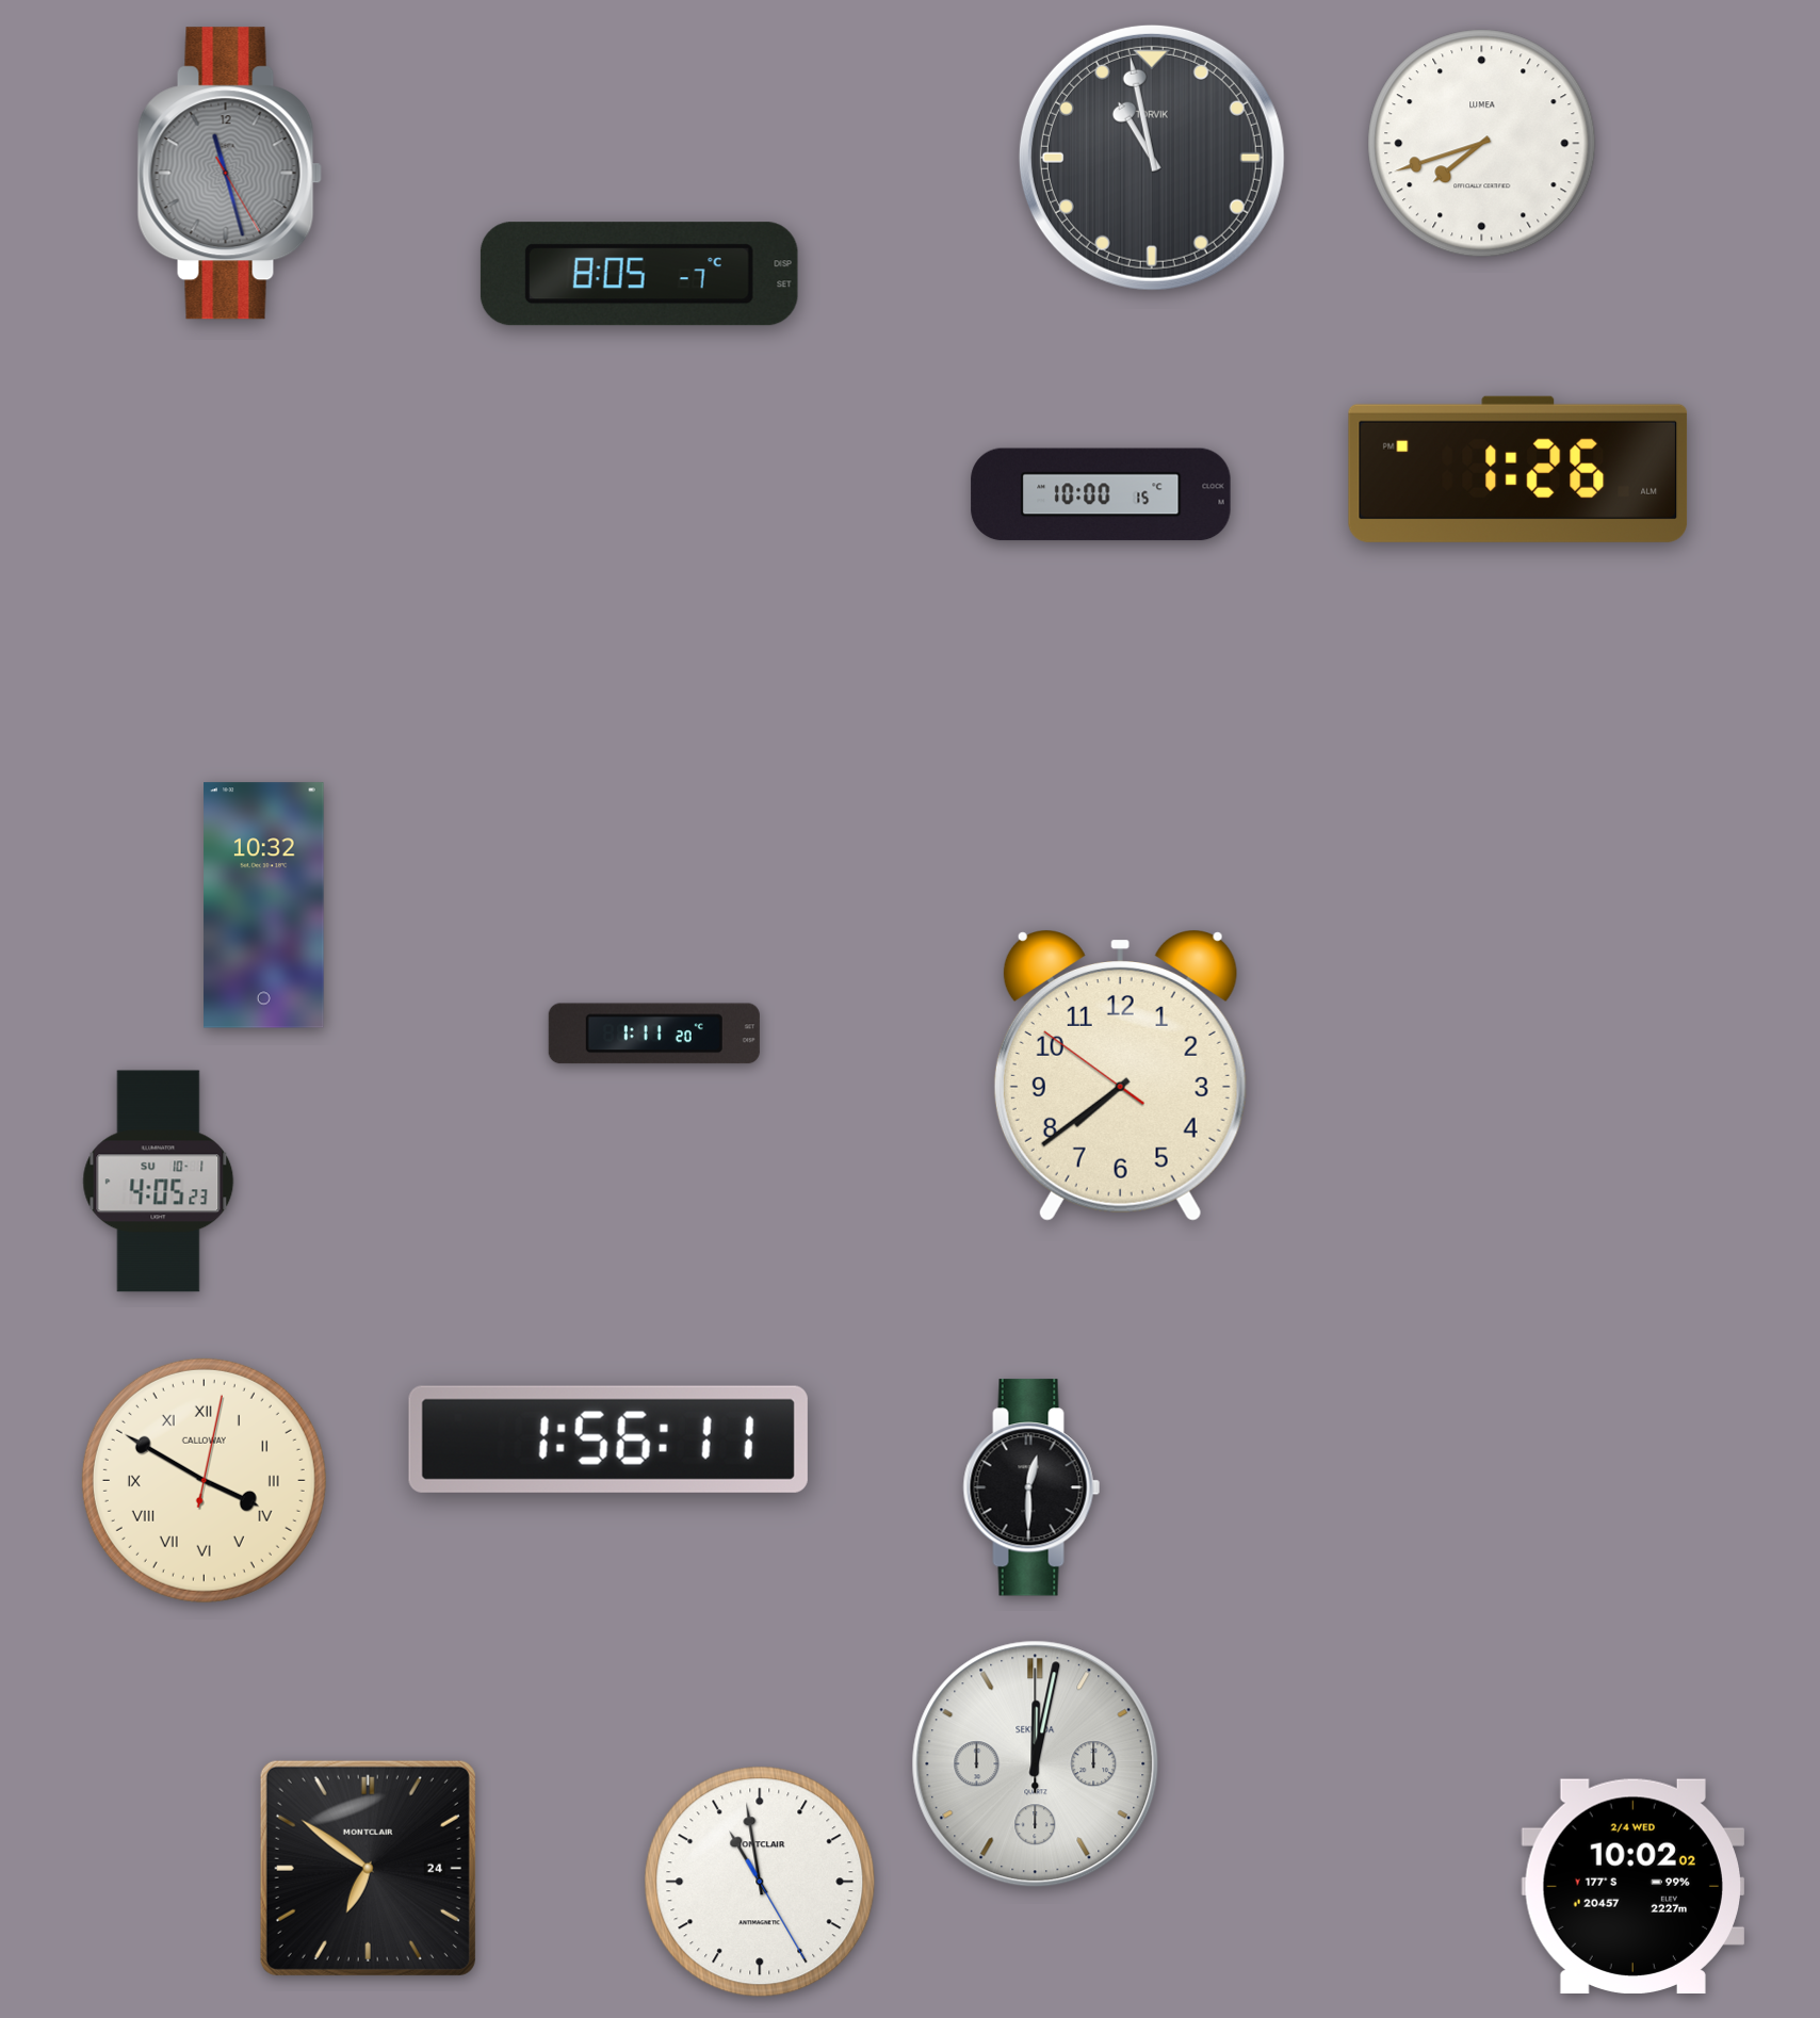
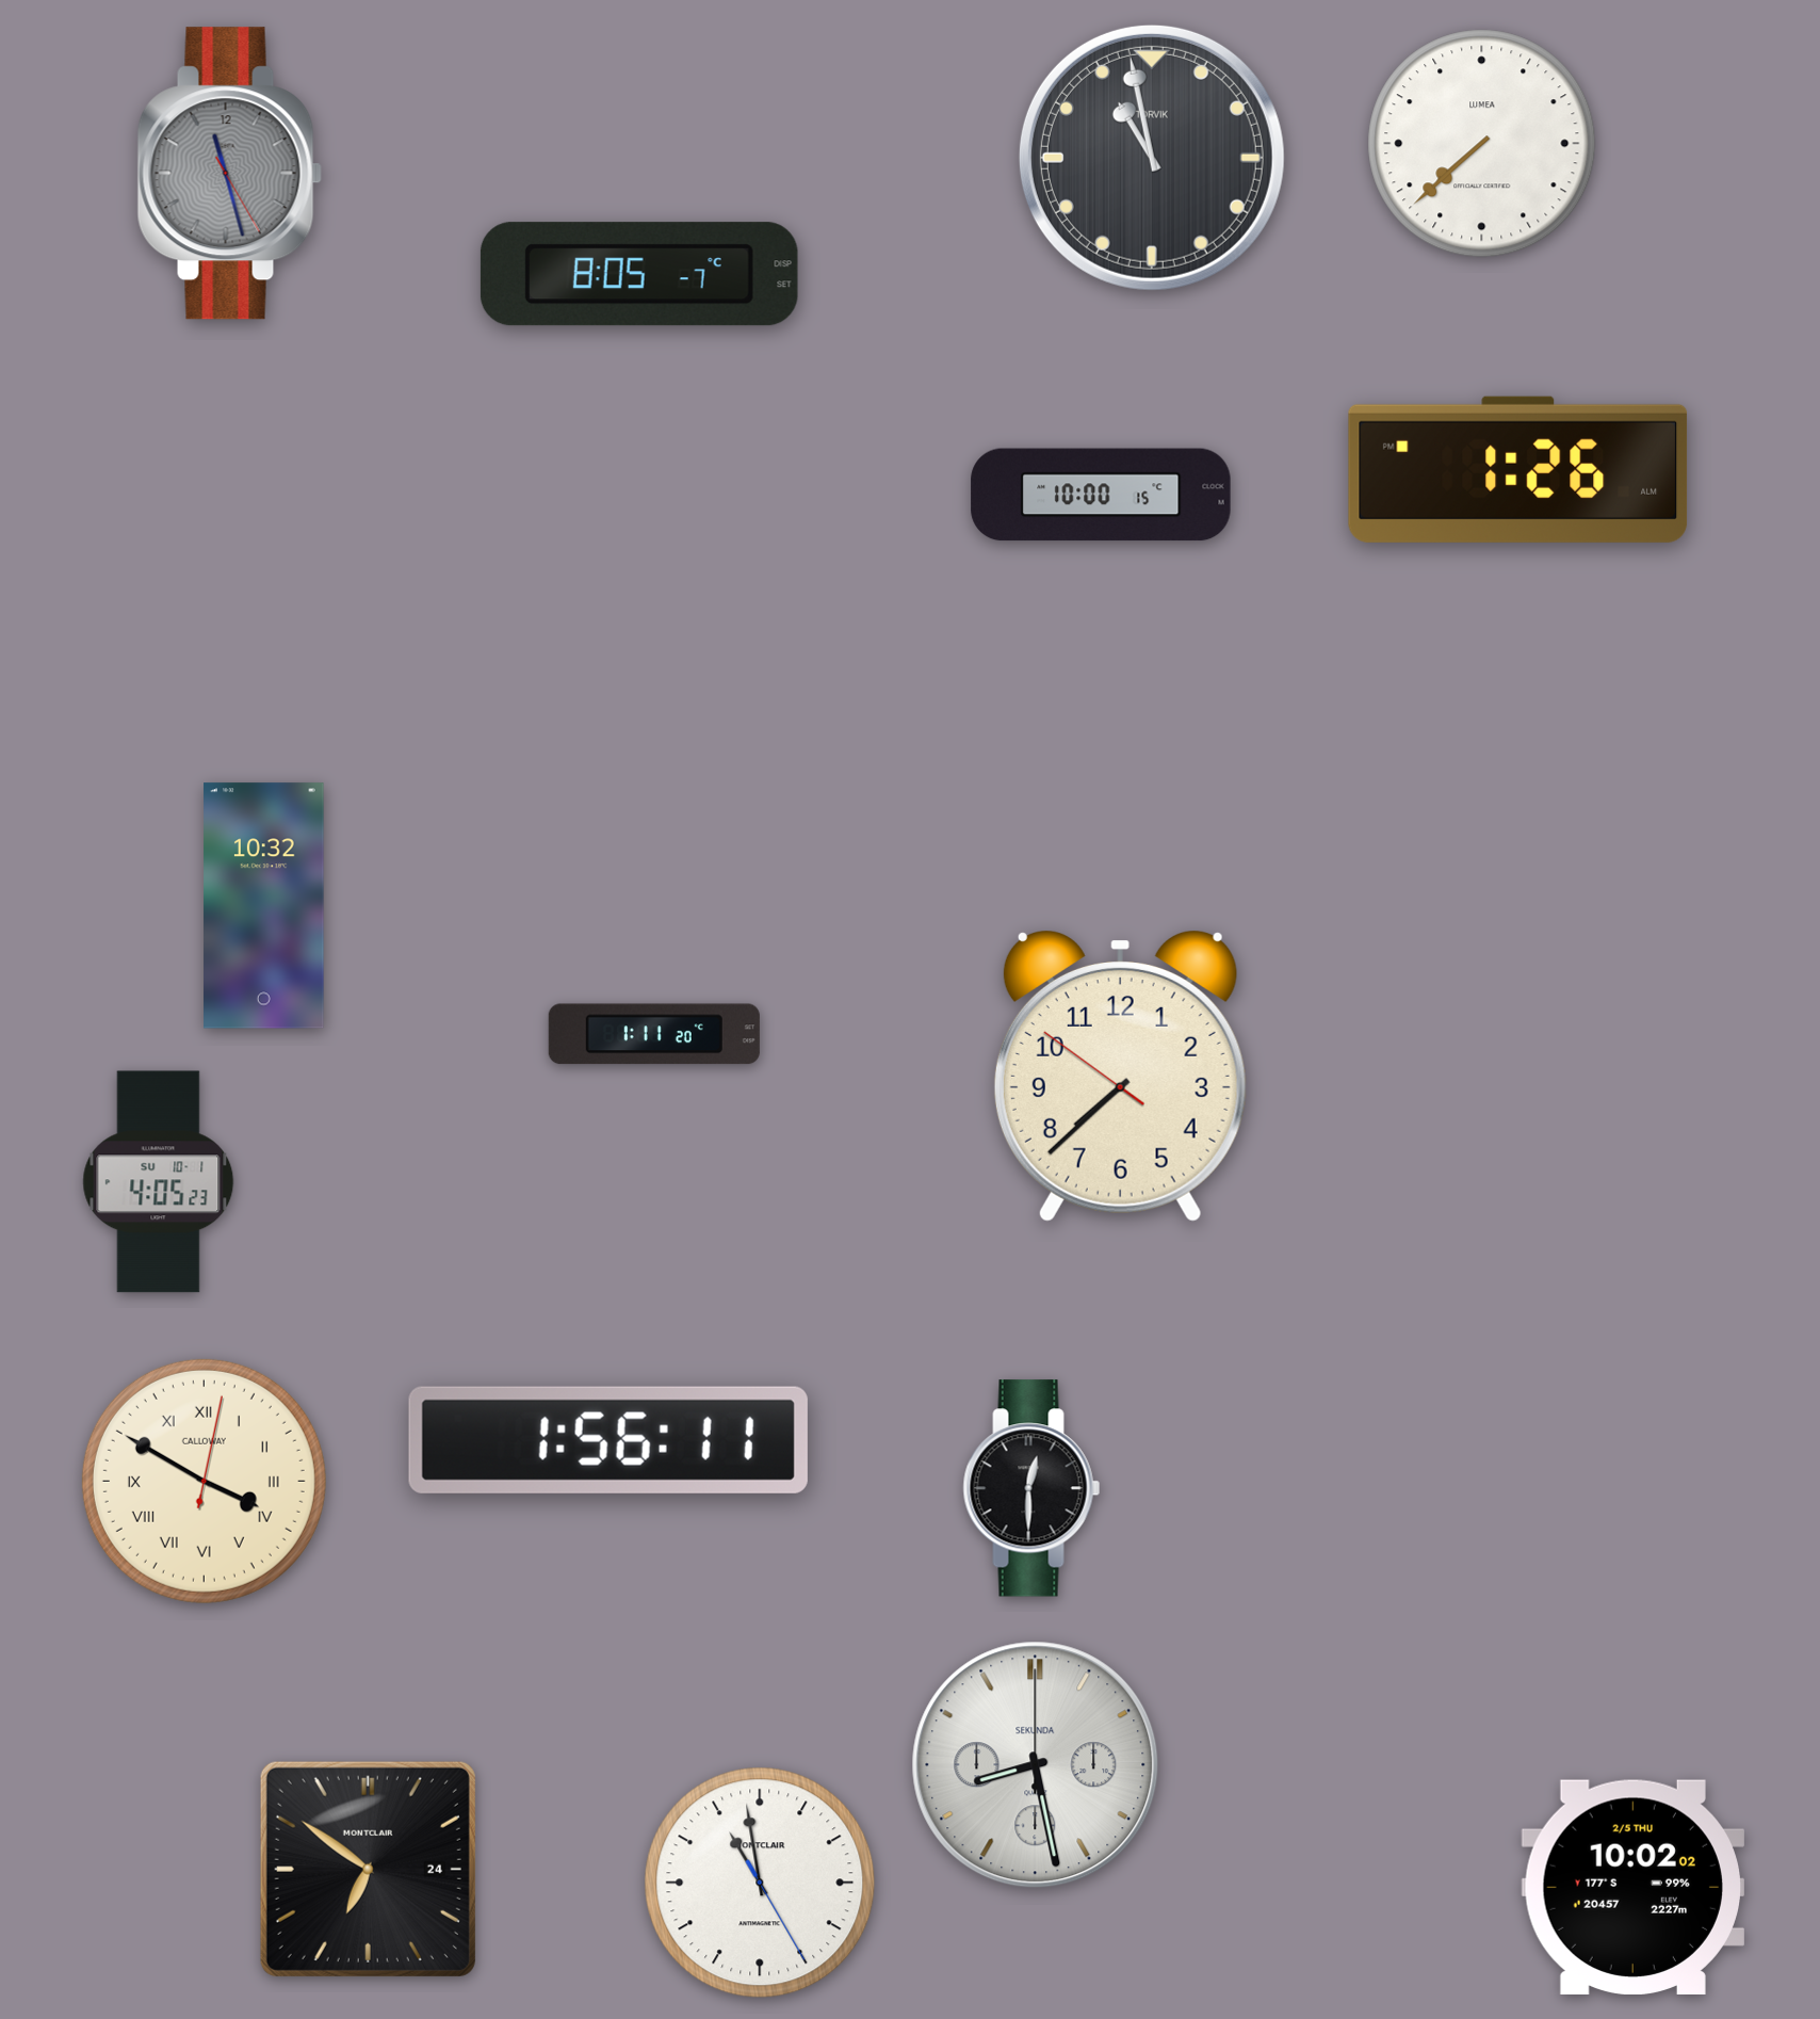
clock at (1482, 144): 7:42 -> 7:38
clock at (1120, 1075): 7:38 -> 7:37
clock at (1036, 1764): 12:02 -> 8:28
clock at (1632, 1886) date: 2/4 WED -> 2/5 THU
